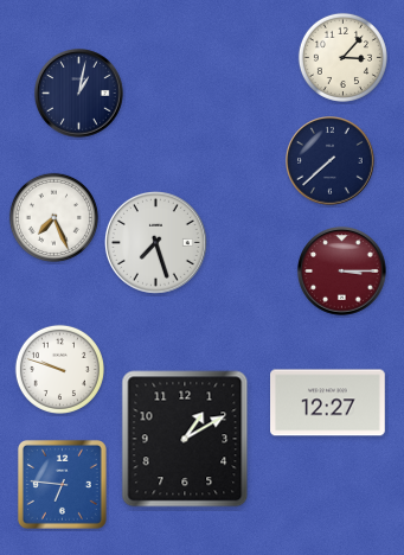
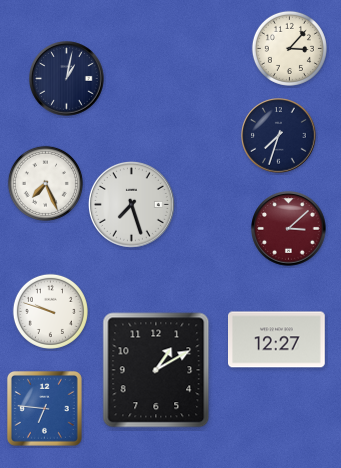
clock at (331, 161): 7:38 -> 7:33
clock at (342, 272): 3:15 -> 3:08
clock at (62, 484) position: (62, 484) -> (44, 408)
